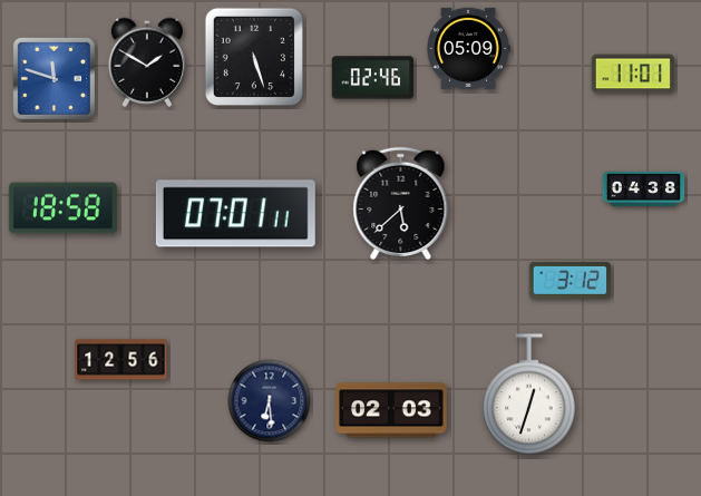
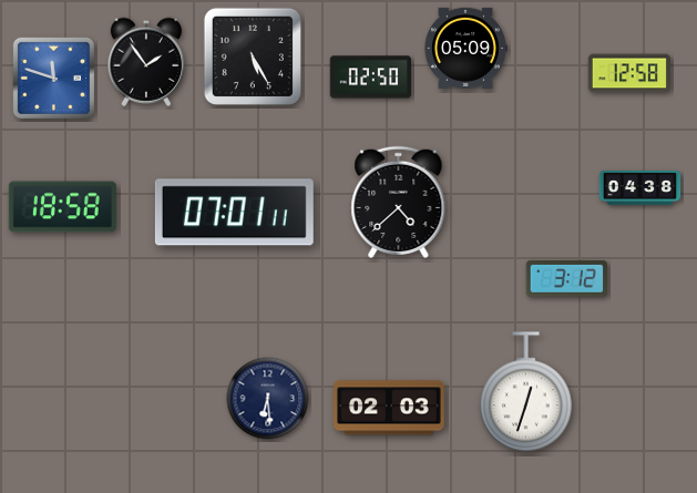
clock at (254, 57): 5:27 -> 5:25
clock at (146, 62): 1:50 -> 1:54
clock at (632, 74): 11:01 -> 12:58
clock at (373, 78): 02:46 -> 02:50
clock at (401, 203): 5:38 -> 4:38
clock at (121, 360): 12:56 -> none
